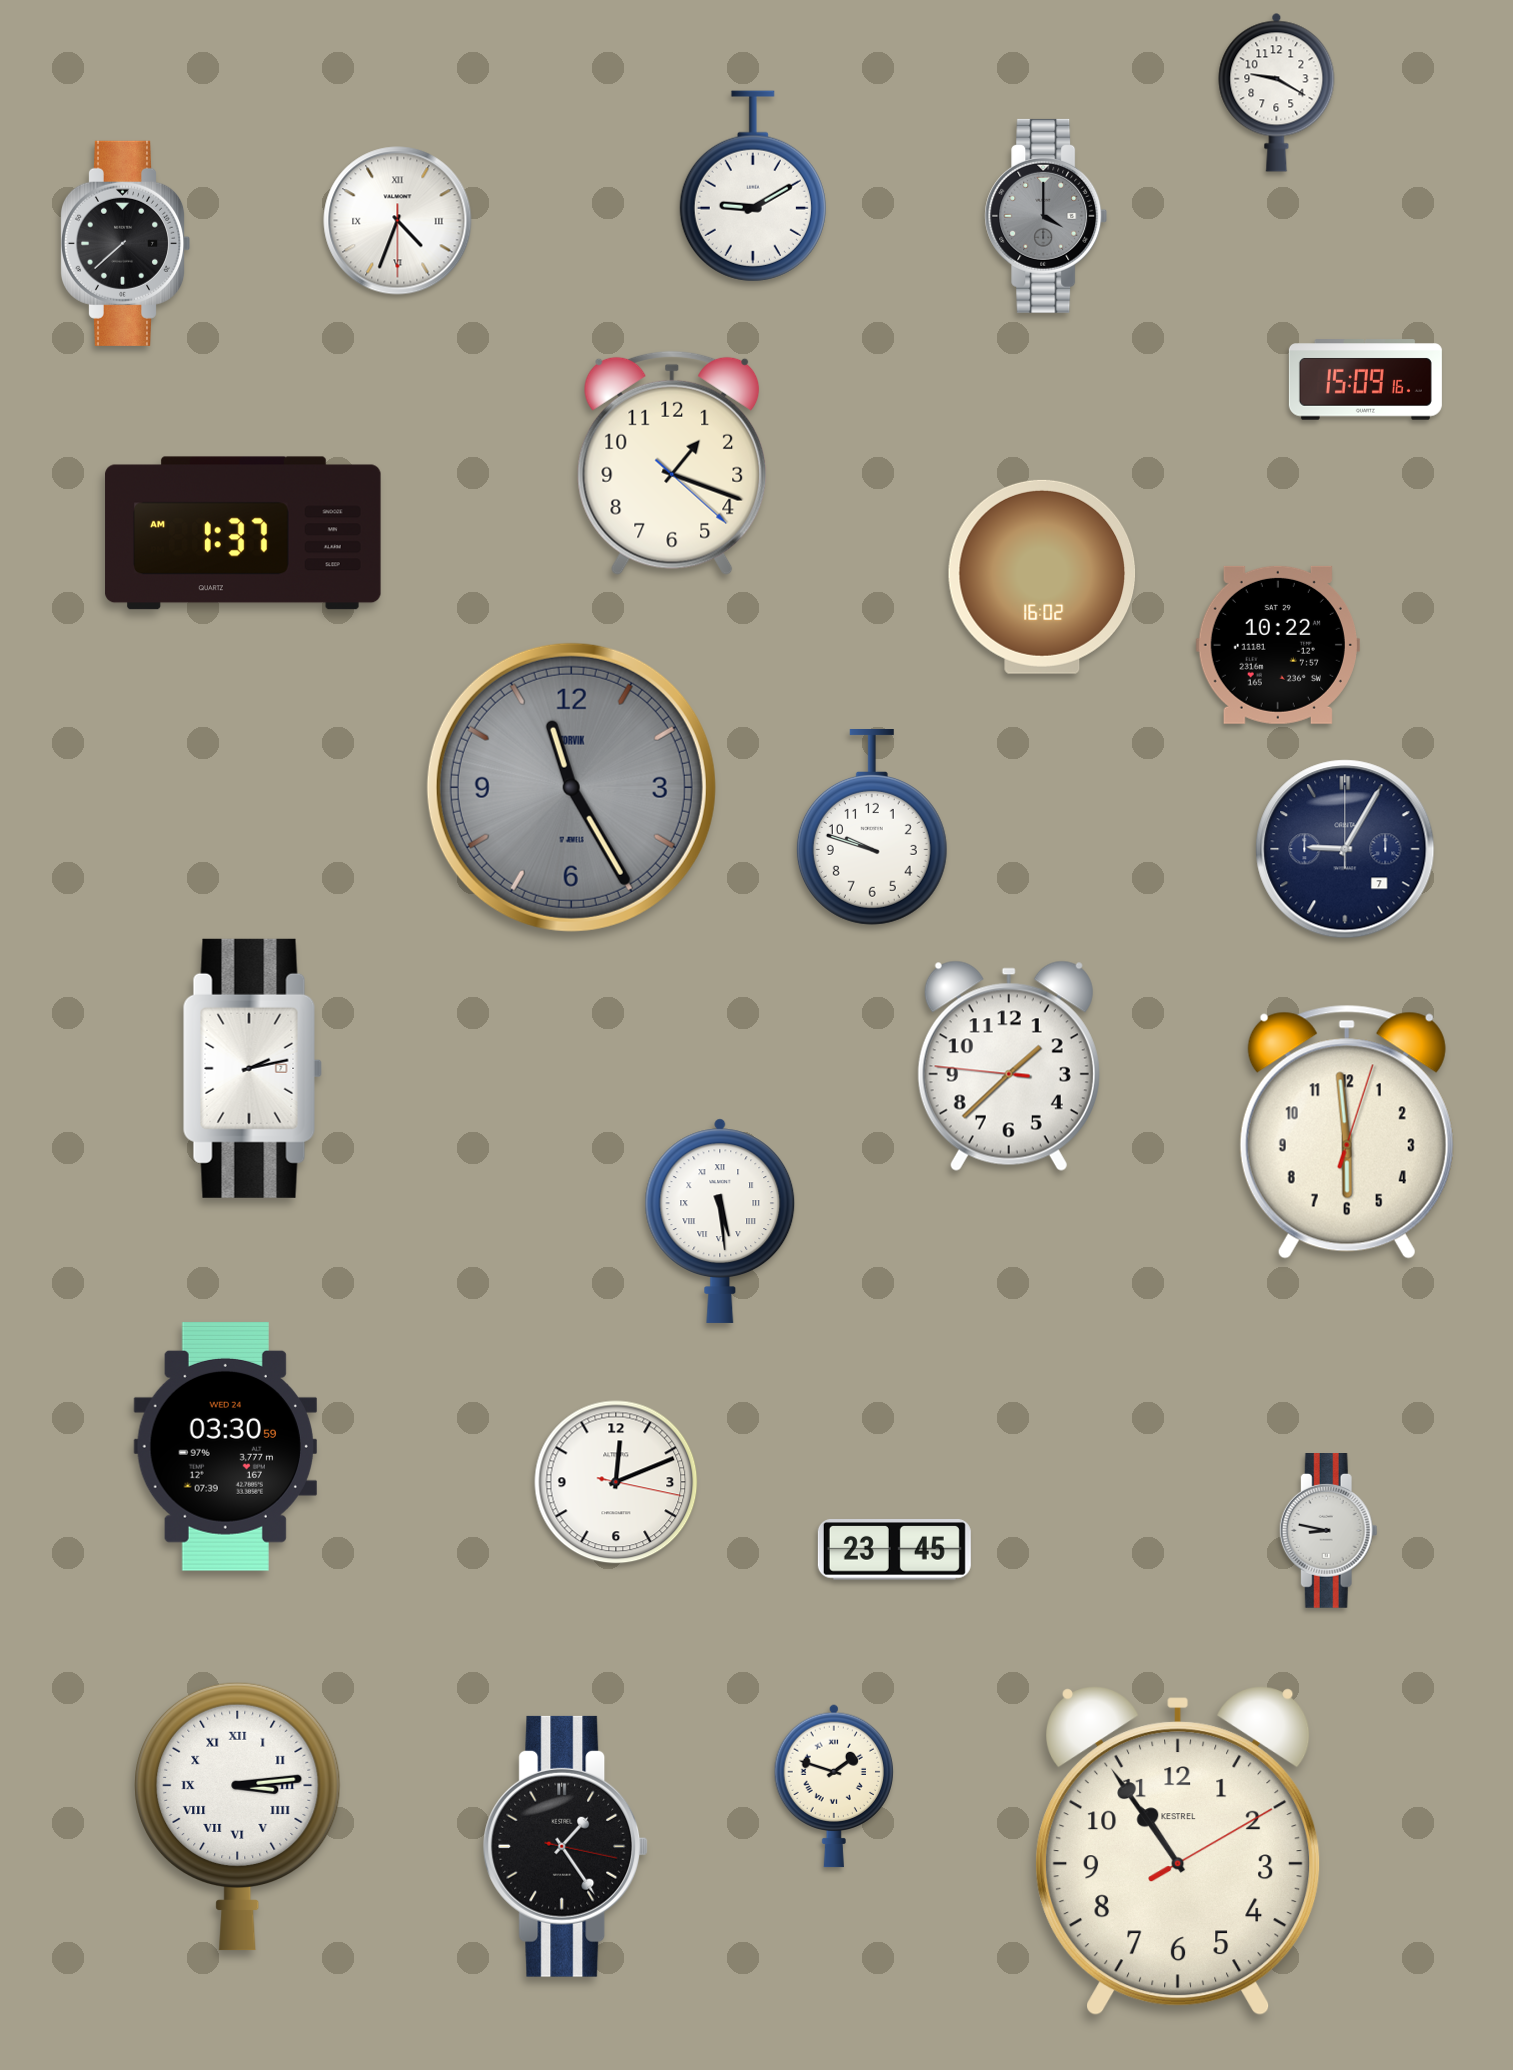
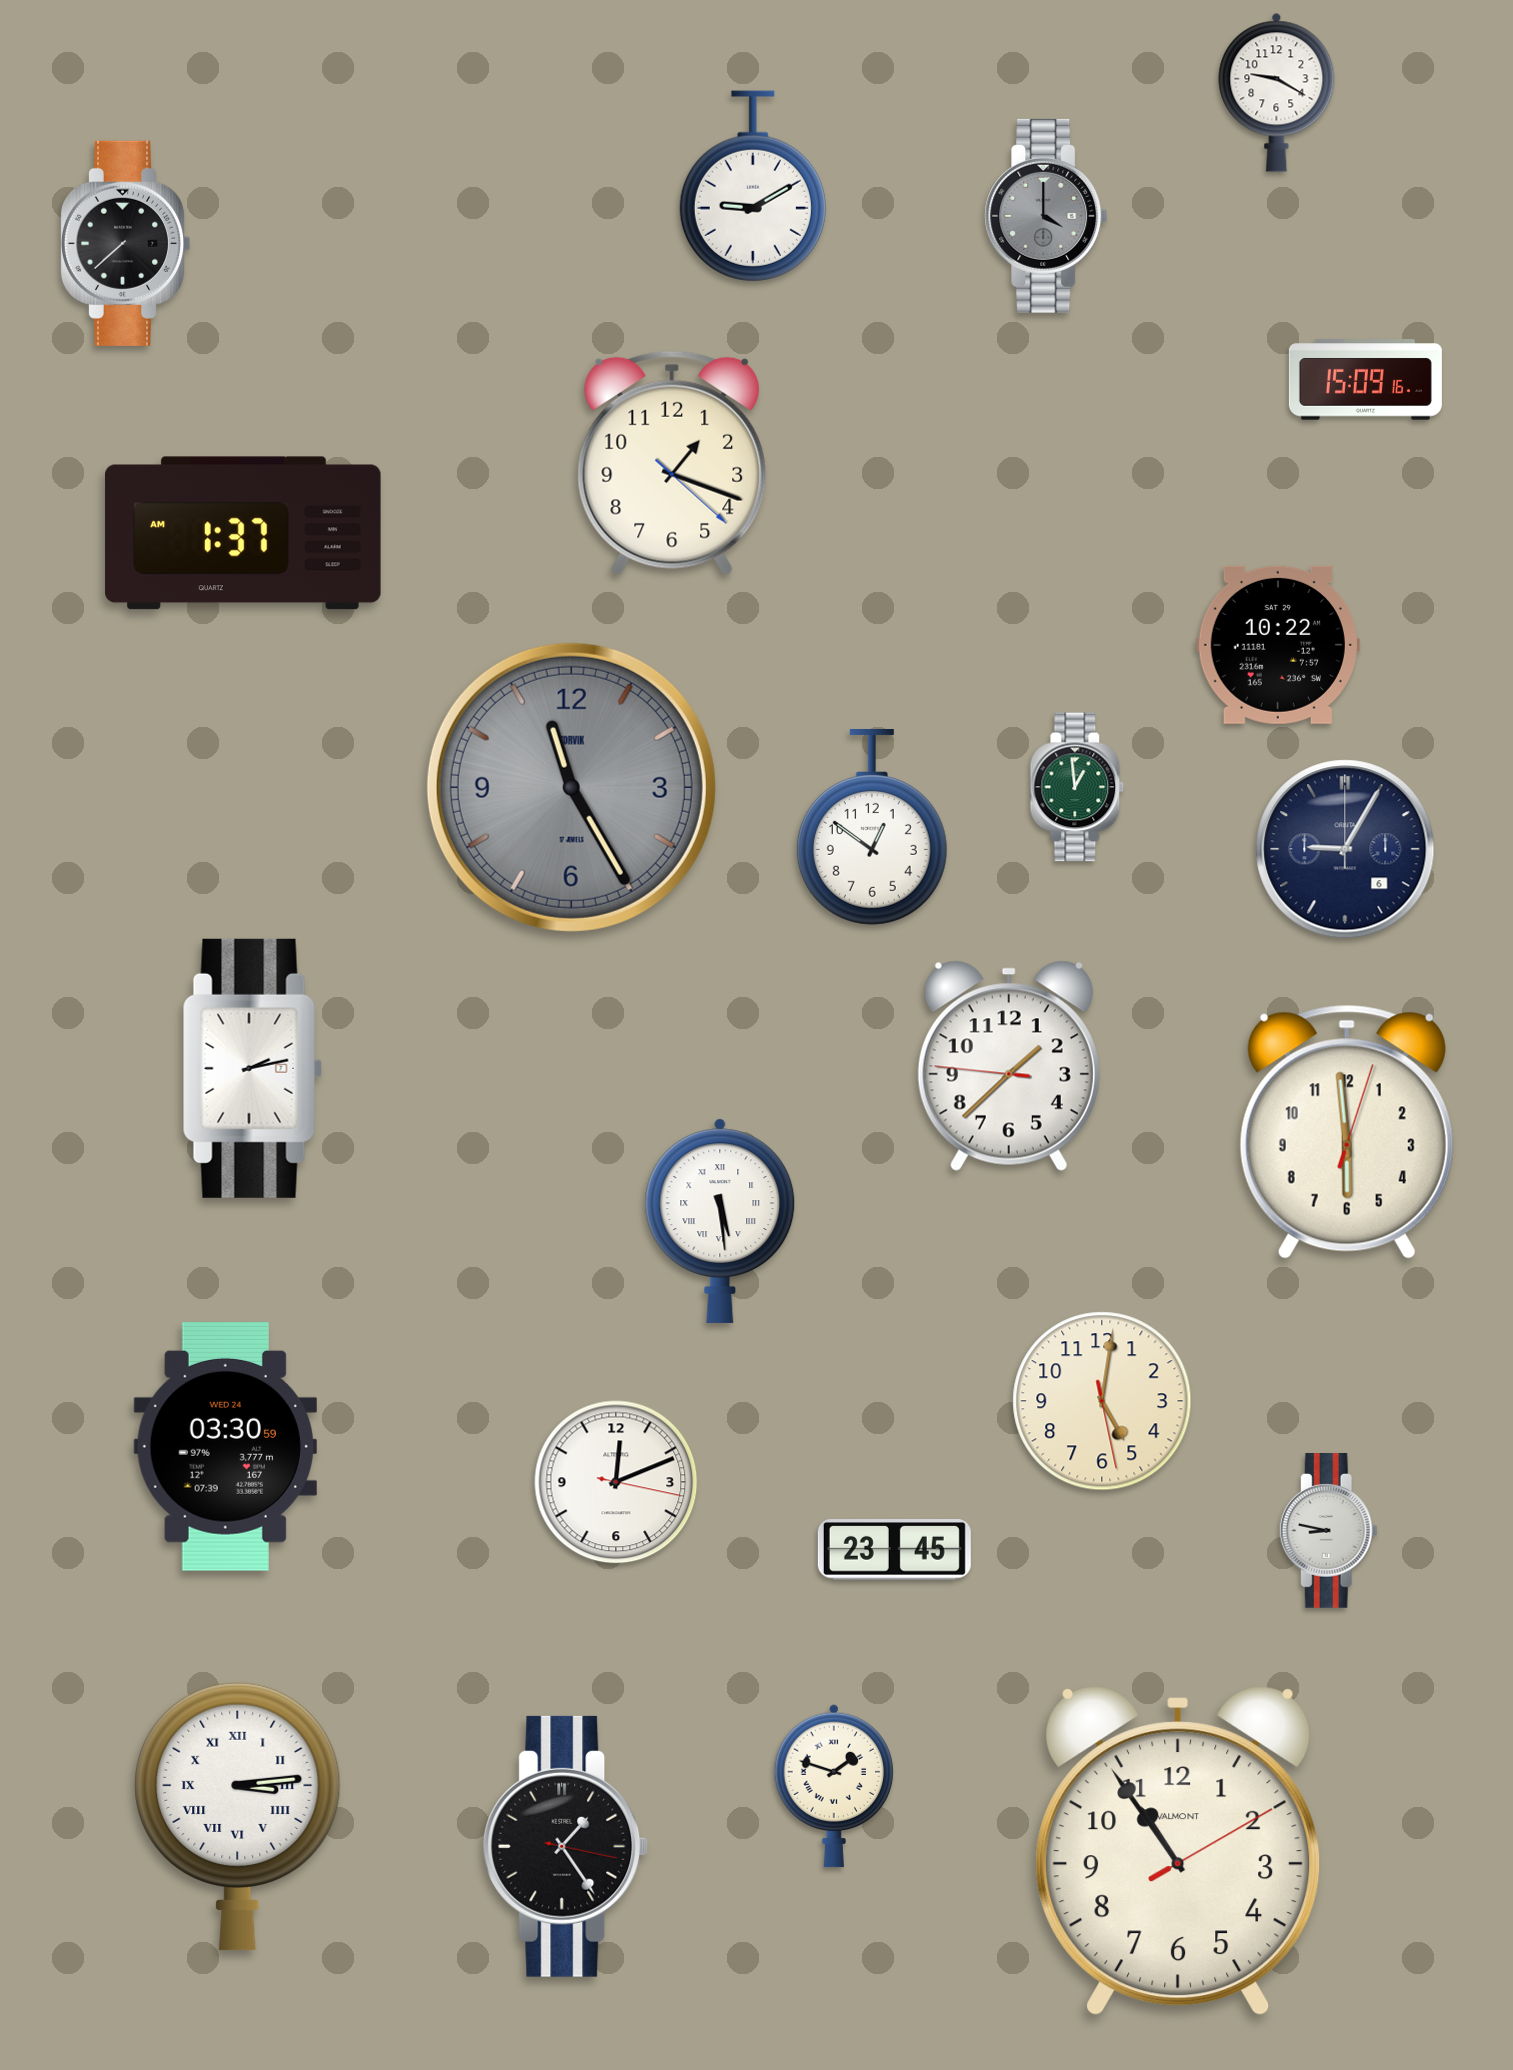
clock at (398, 221): 4:33 -> none
clock at (1042, 577): 16:02 -> none
clock at (1077, 787): none -> 12:59
clock at (872, 828): 9:48 -> 12:51
clock at (1345, 849) date: 7 -> 6
clock at (1102, 1401): none -> 5:01
clock at (1178, 1851) brand: KESTREL -> VALMONT
